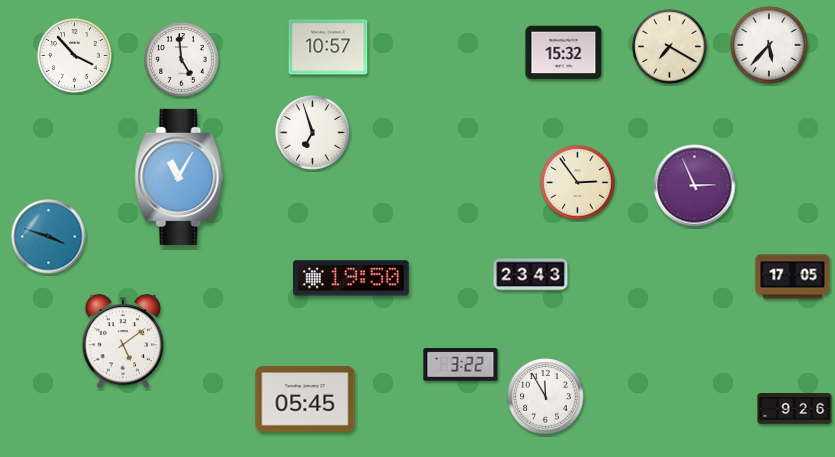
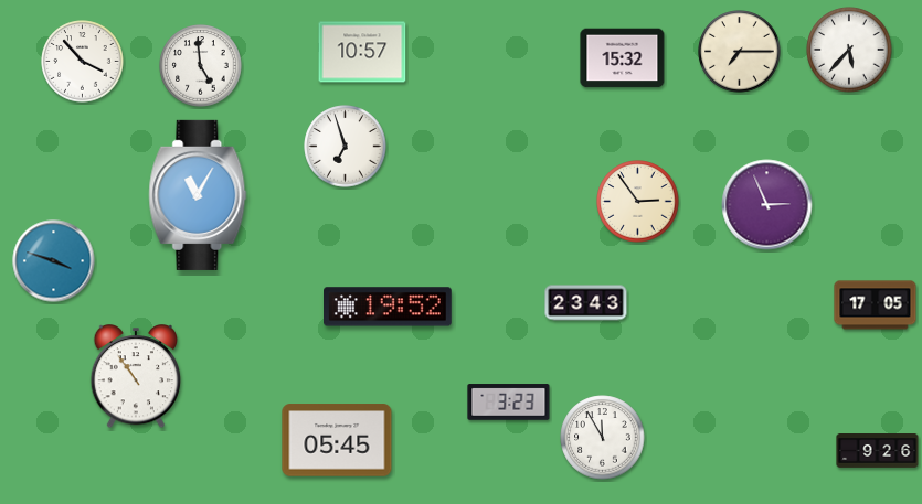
clock at (670, 47): 7:20 -> 7:15
clock at (352, 278): 19:50 -> 19:52
clock at (123, 342): 5:09 -> 10:54
clock at (461, 365): 3:22 -> 3:23
